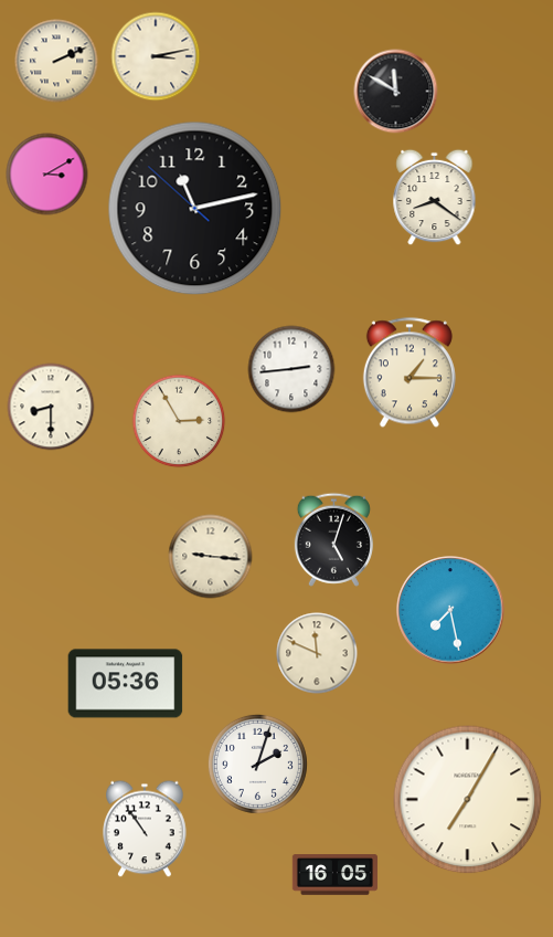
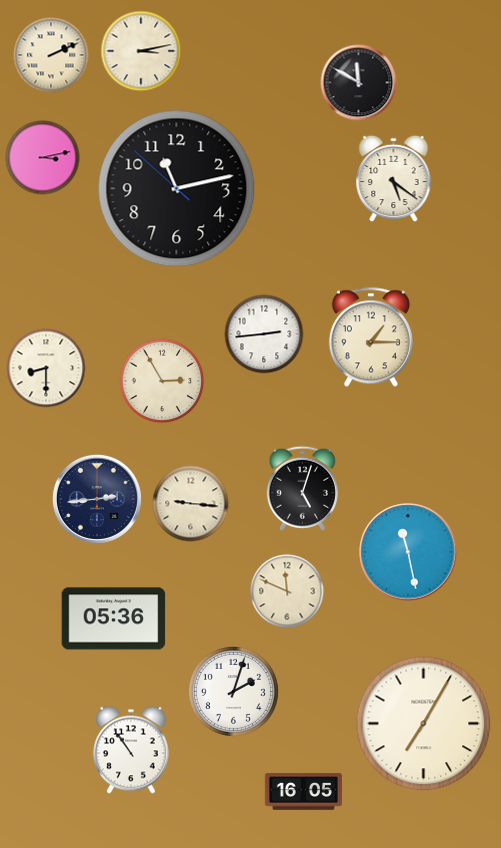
clock at (47, 175): 3:10 -> 3:13
clock at (435, 198): 8:21 -> 5:21
clock at (97, 499): none -> 2:44
clock at (450, 610): 7:28 -> 11:28
